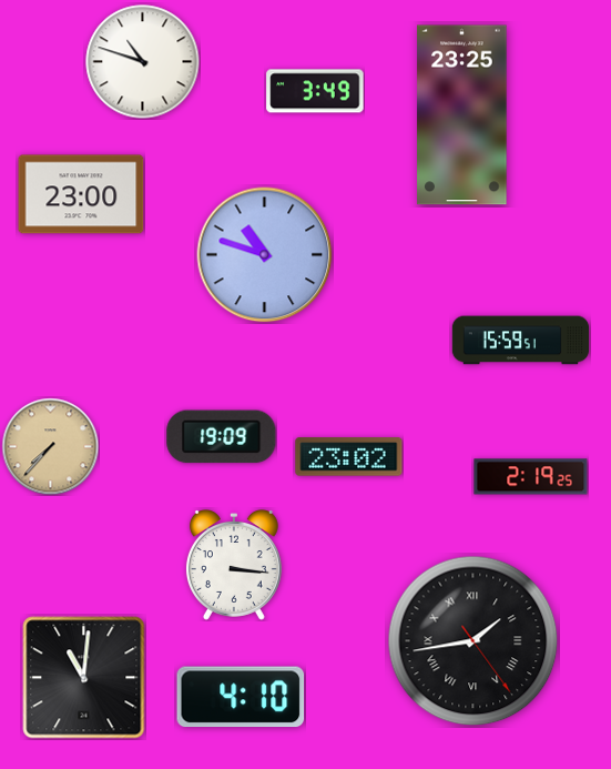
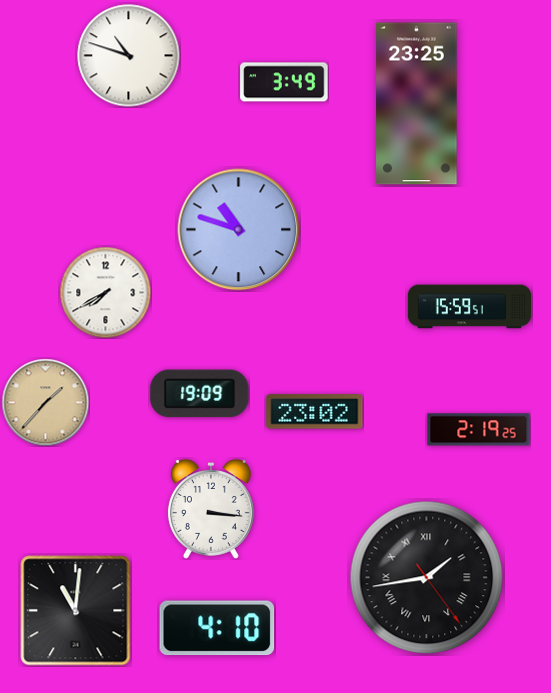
clock at (81, 194): 23:00 -> none
clock at (105, 292): none -> 7:40
clock at (50, 446): 7:37 -> 1:37
